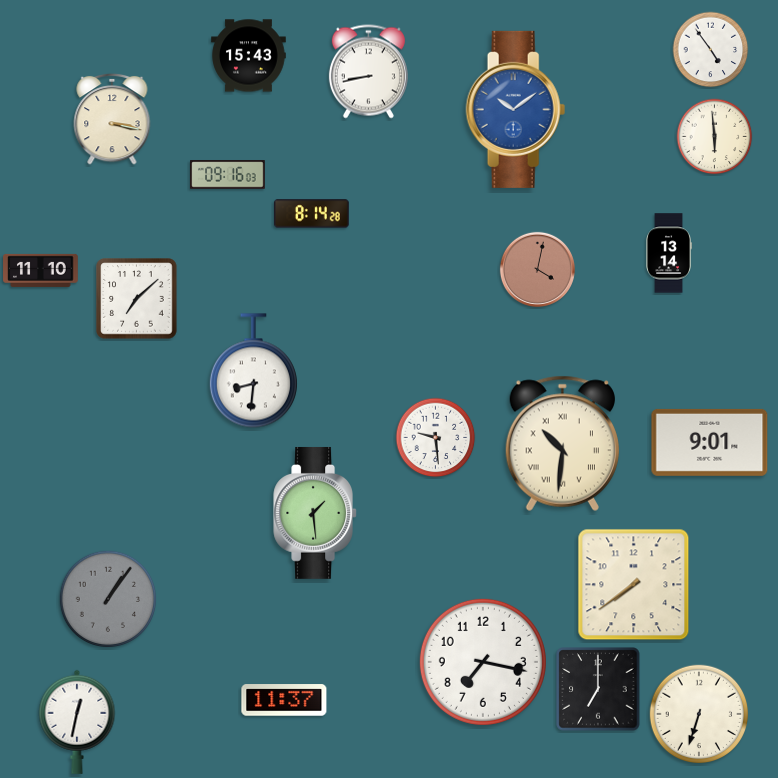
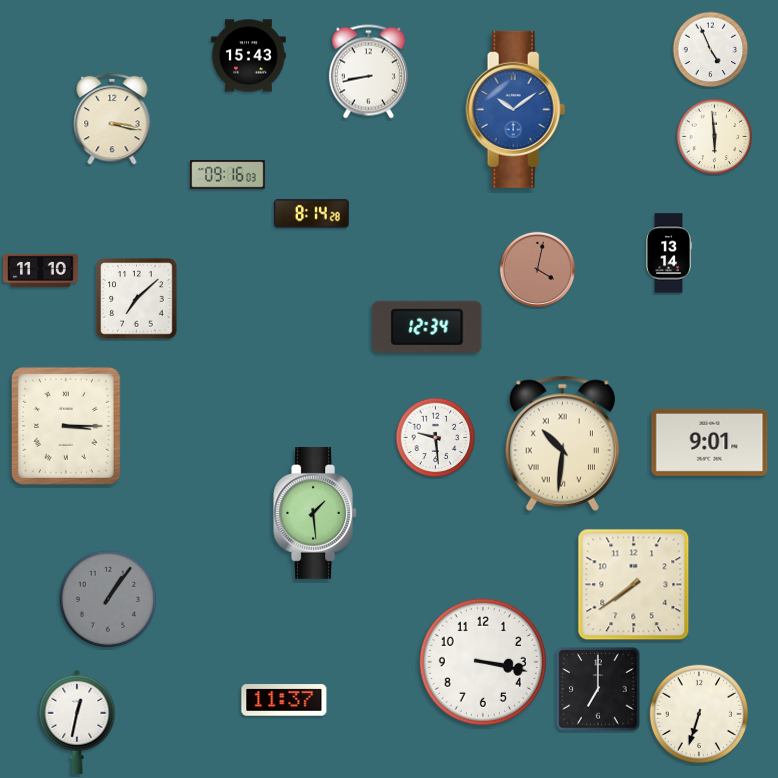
clock at (711, 50): 4:54 -> 4:56
clock at (427, 327): none -> 12:34
clock at (253, 371): 8:31 -> none
clock at (66, 426): none -> 3:15
clock at (483, 662): 7:17 -> 3:17
